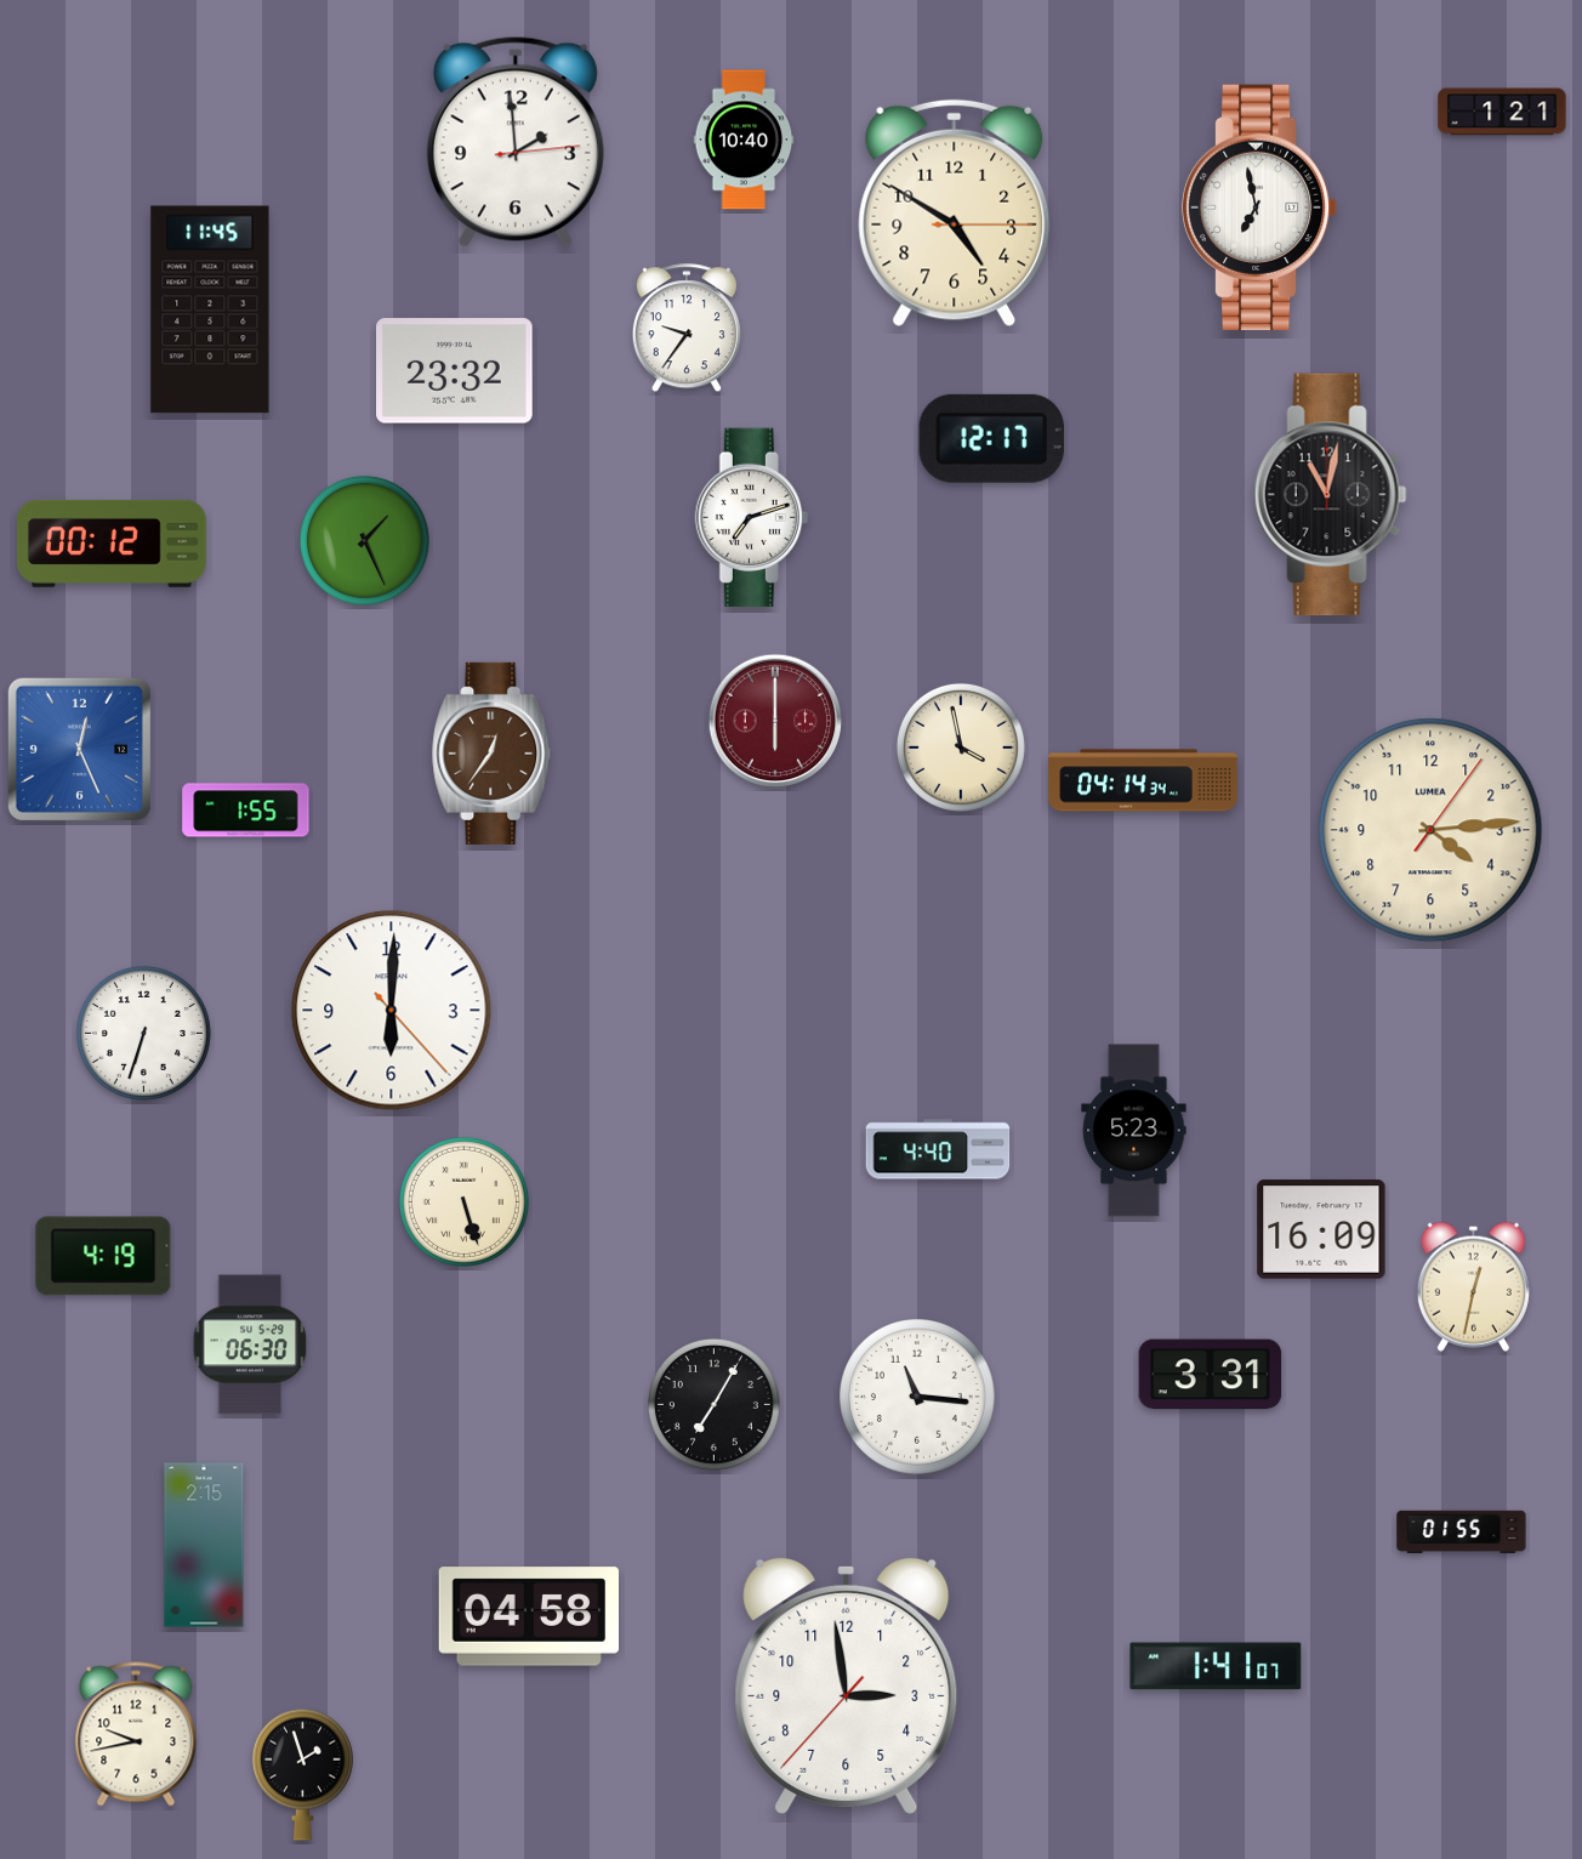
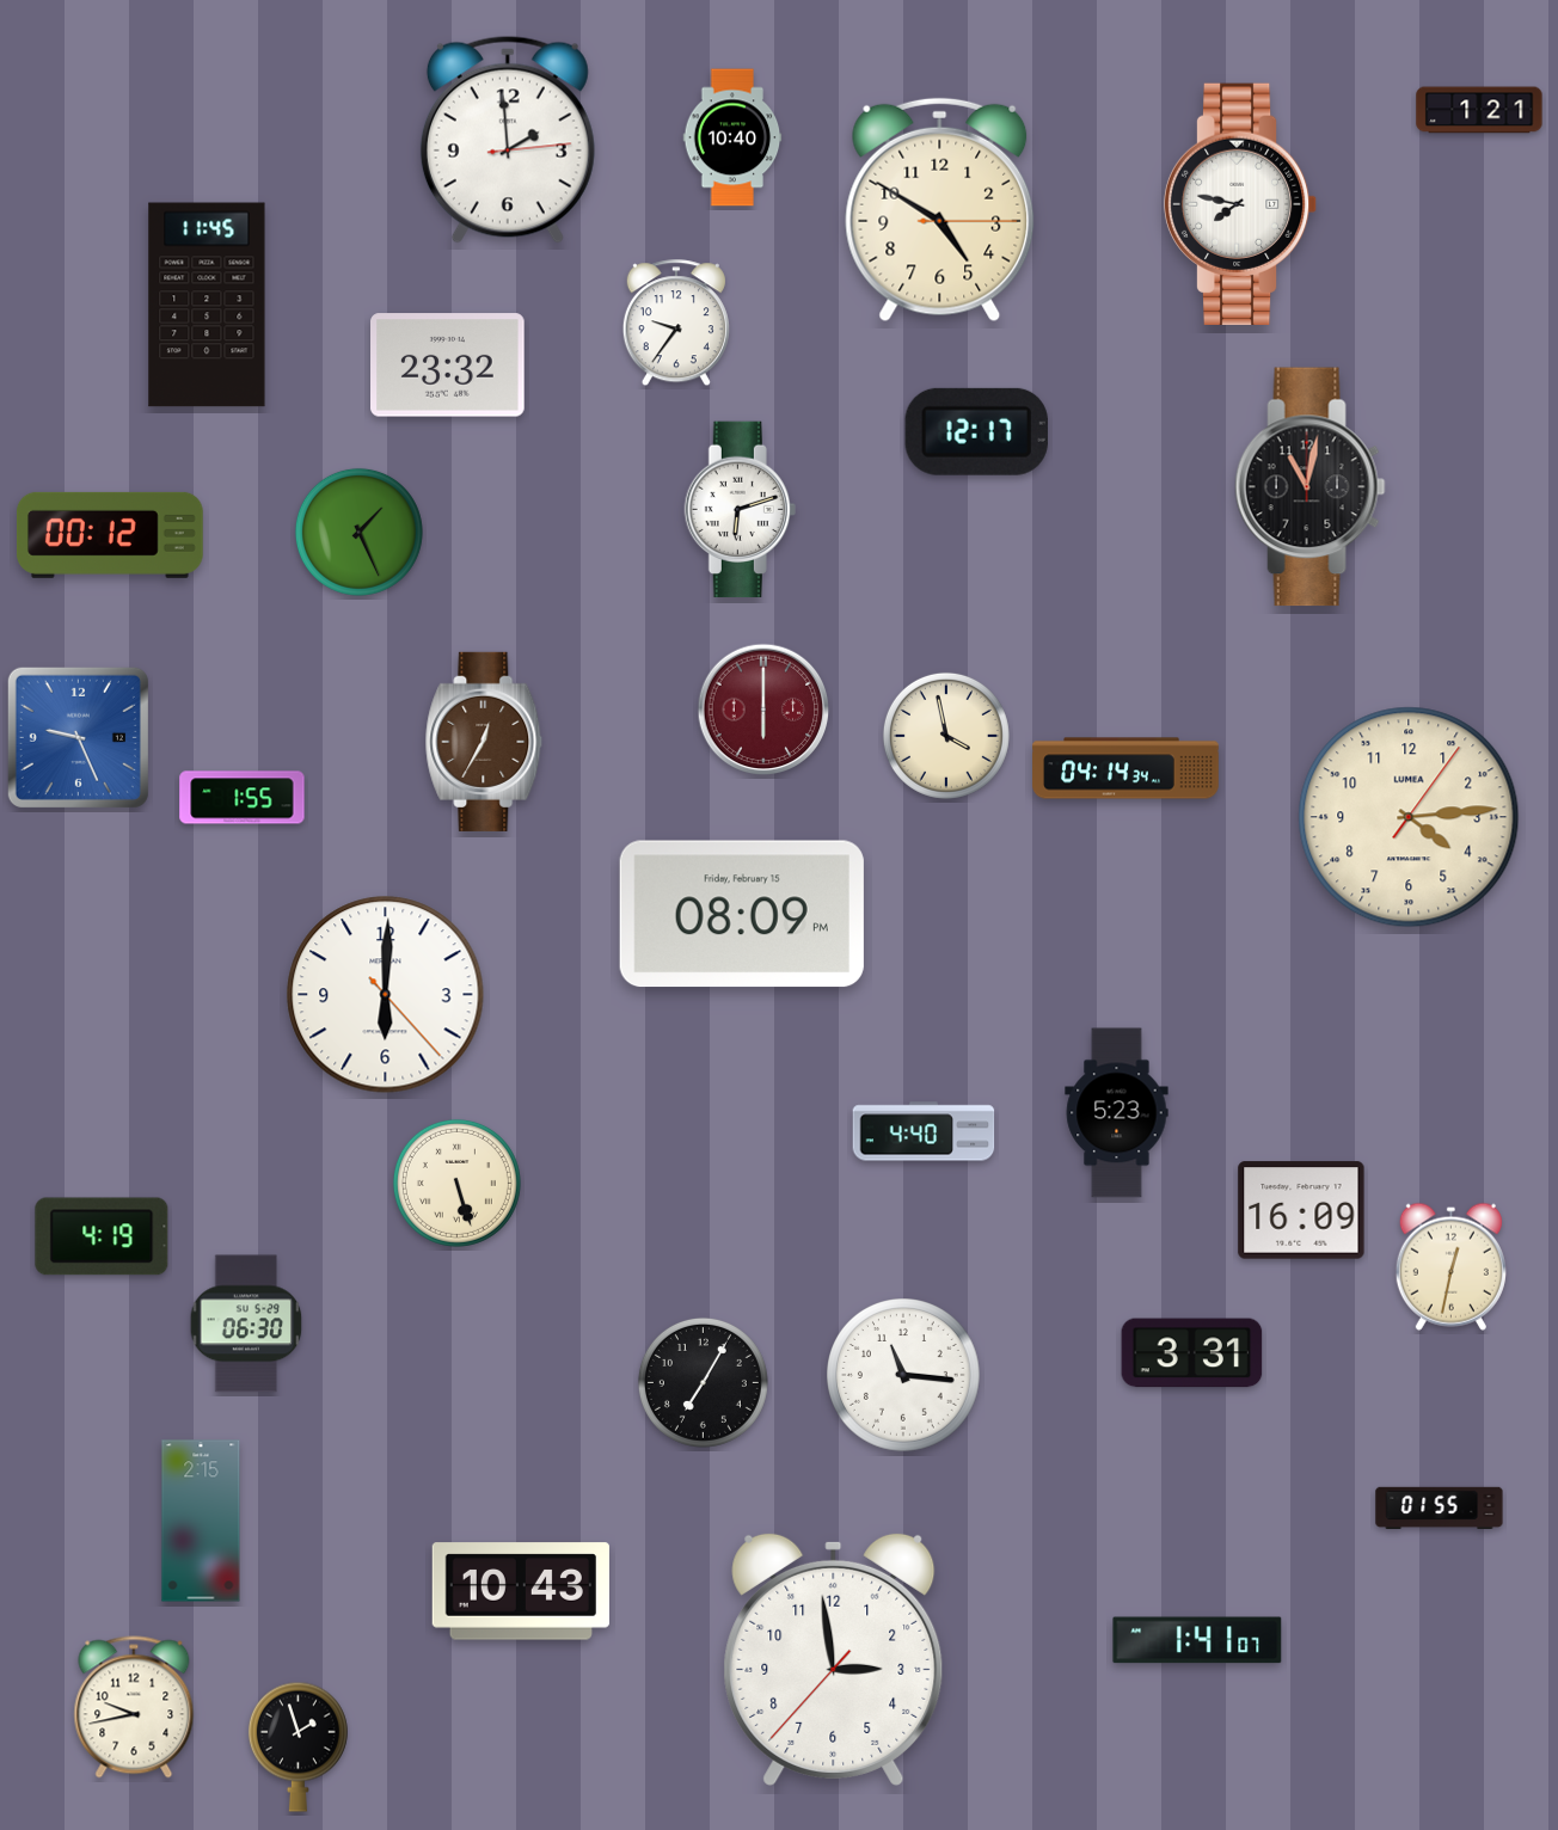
clock at (1259, 207): 6:58 -> 7:47
clock at (751, 518): 7:12 -> 6:12
clock at (79, 749): 12:26 -> 9:26
clock at (491, 754): 12:36 -> 12:35
clock at (742, 914): none -> 08:09
clock at (143, 1033): 6:33 -> none
clock at (528, 1616): 04:58 -> 10:43
